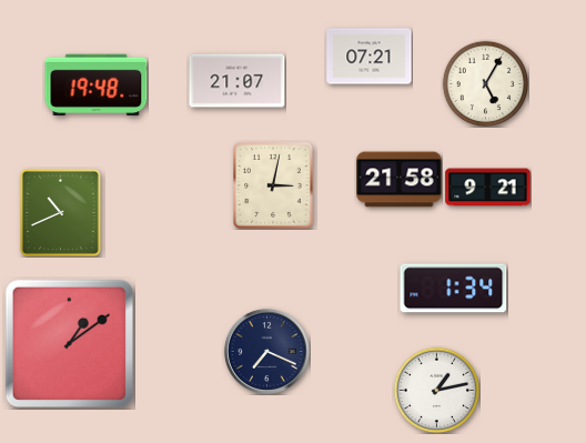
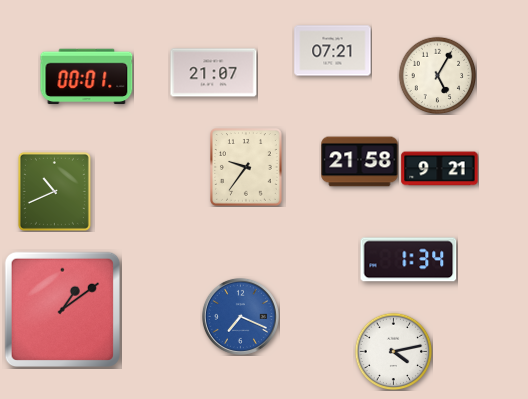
clock at (97, 85): 19:48 -> 00:01
clock at (274, 187): 3:02 -> 9:36
clock at (266, 351) dial: navy -> blue
clock at (436, 390): 1:13 -> 4:13
